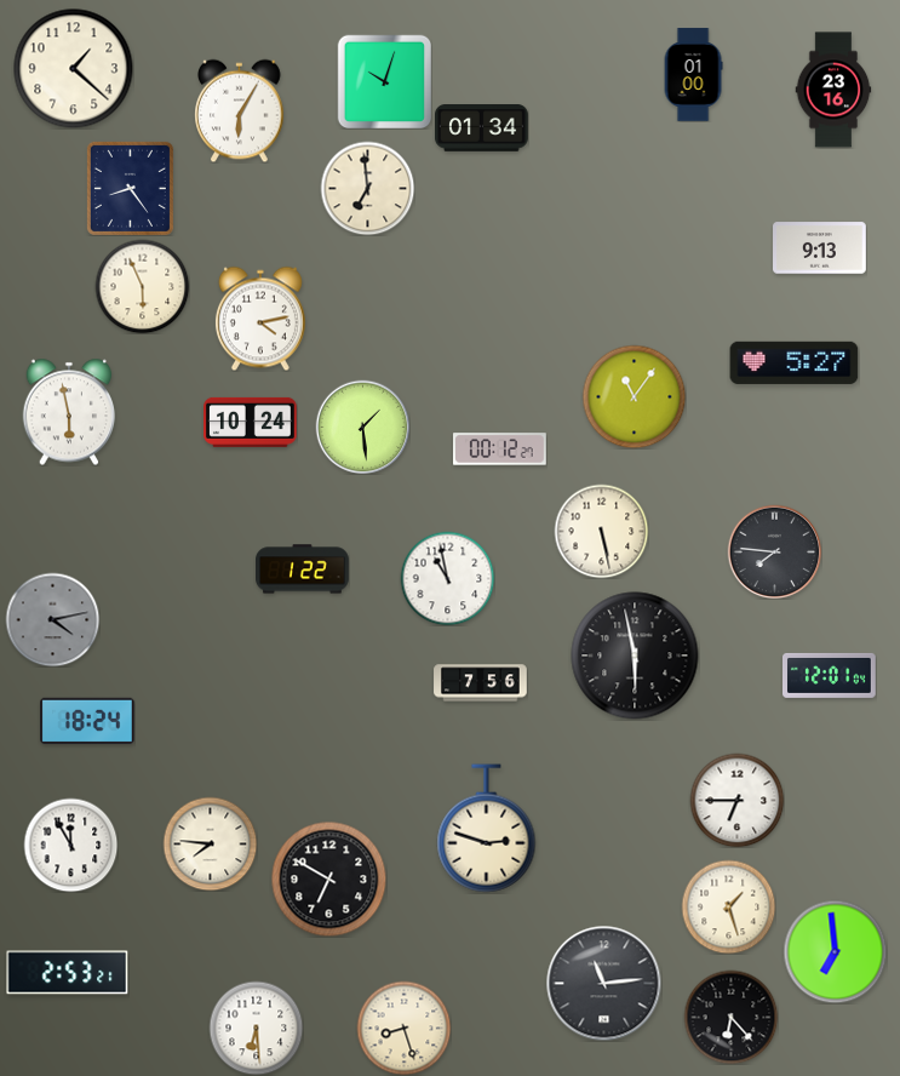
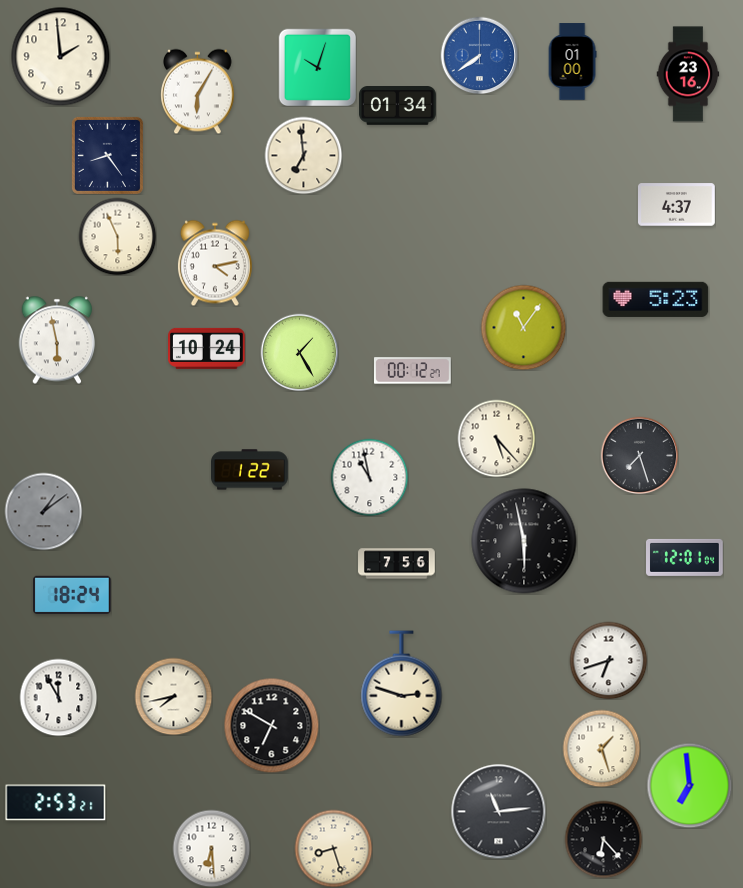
clock at (479, 55): none -> 7:39
clock at (74, 69): 1:22 -> 1:59
clock at (820, 248): 9:13 -> 4:37
clock at (795, 362): 5:27 -> 5:23
clock at (362, 427): 1:29 -> 1:25
clock at (601, 531): 5:28 -> 5:23
clock at (774, 551): 7:46 -> 7:27
clock at (52, 619): 4:13 -> 1:09
clock at (736, 800): 6:45 -> 6:42
clock at (210, 843): 7:46 -> 7:43
